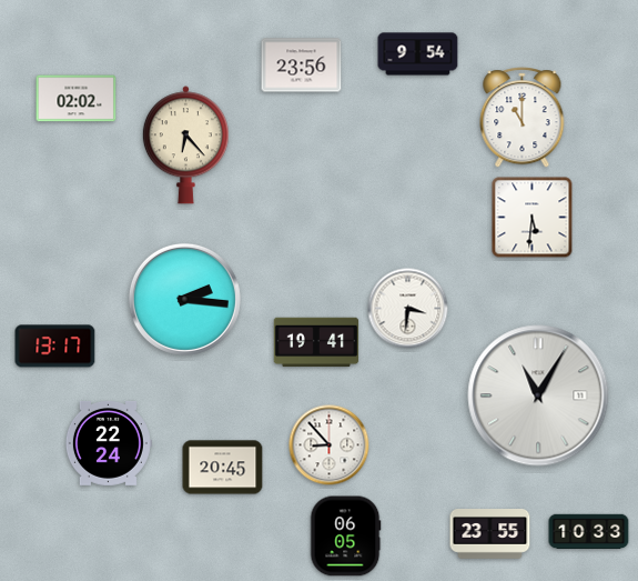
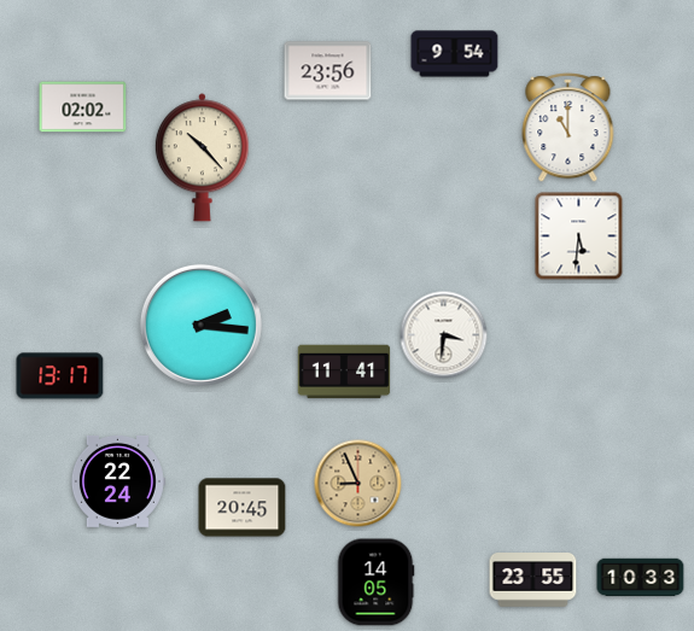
clock at (418, 54) position: (418, 54) -> (455, 54)
clock at (185, 146): 6:23 -> 10:23
clock at (316, 342): 19:41 -> 11:41
clock at (538, 395): 11:05 -> none
clock at (330, 445): 8:53 -> 8:56
clock at (330, 445) dial: white -> champagne
clock at (345, 537): 06:05 -> 14:05
